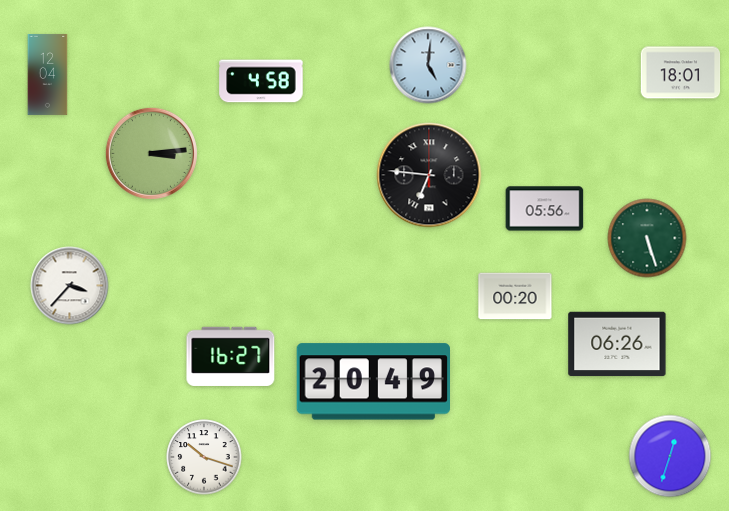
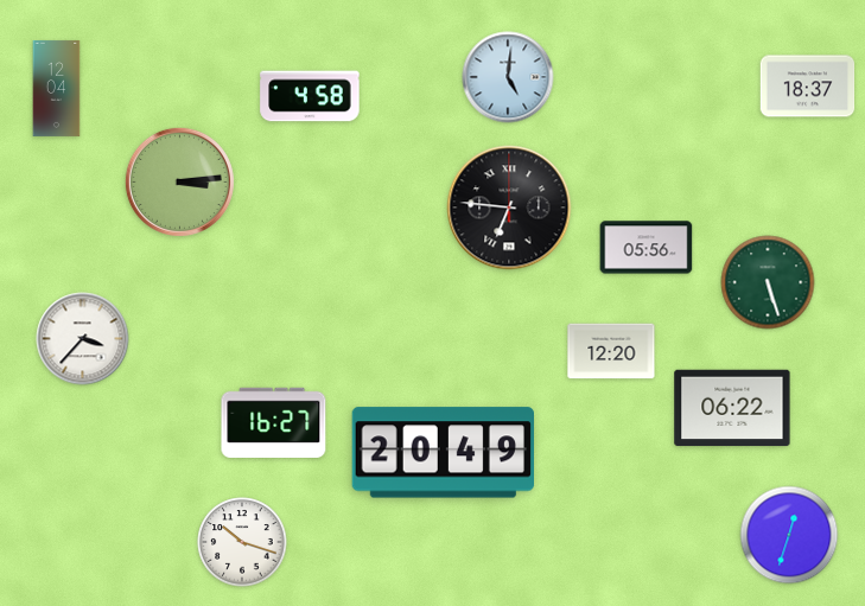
clock at (681, 73): 18:01 -> 18:37
clock at (515, 296): 00:20 -> 12:20
clock at (617, 344): 06:26 -> 06:22
clock at (670, 456) position: (670, 456) -> (789, 535)
